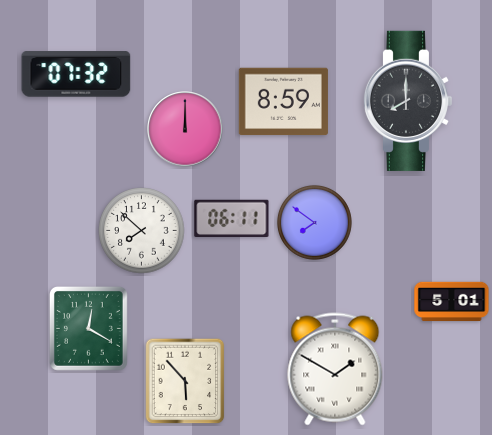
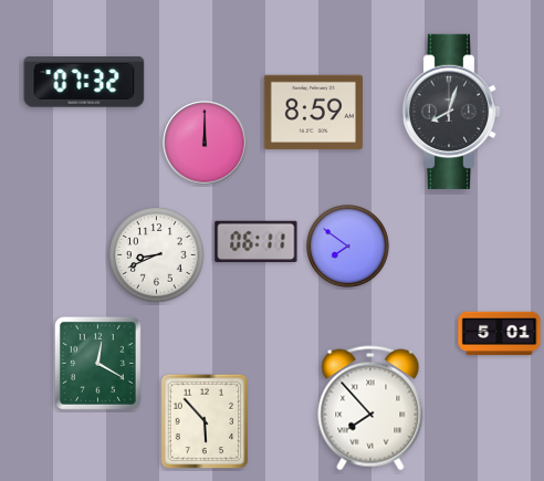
clock at (407, 101): 8:00 -> 8:03
clock at (142, 231): 7:52 -> 8:41
clock at (335, 369): 1:50 -> 7:53
